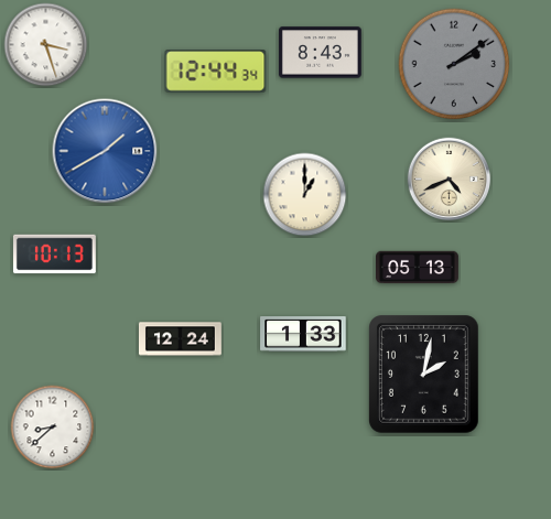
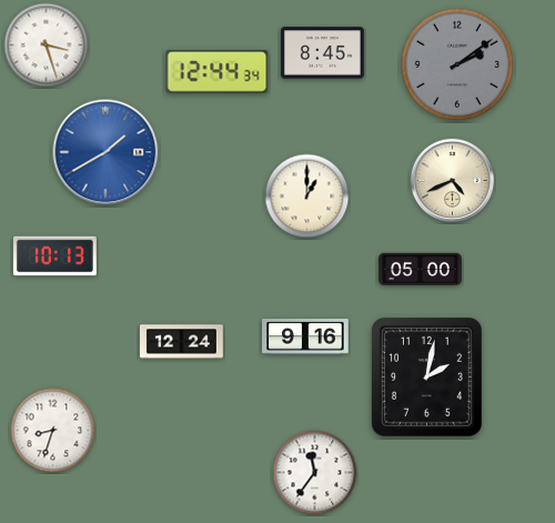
clock at (320, 53): 8:43 -> 8:45
clock at (418, 268): 05:13 -> 05:00
clock at (303, 335): 1:33 -> 9:16
clock at (53, 428): 8:38 -> 8:33
clock at (315, 473): none -> 11:36
